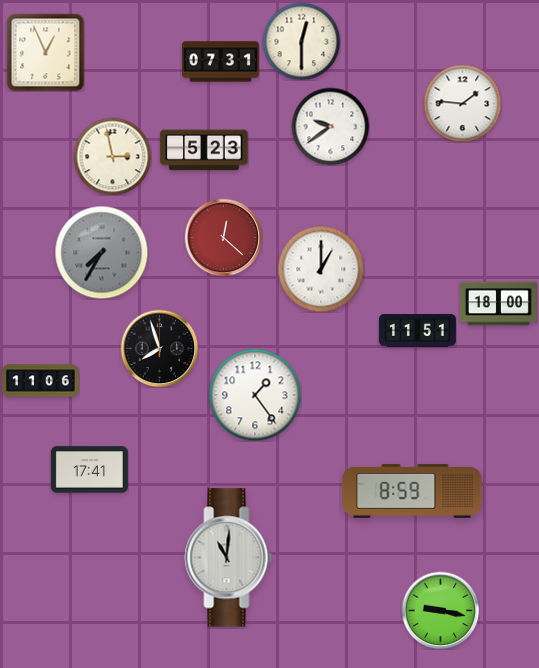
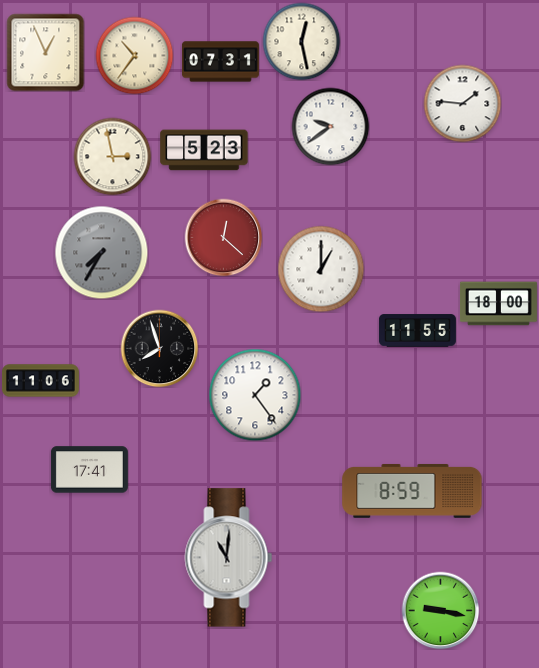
clock at (301, 41): 12:30 -> 12:28
clock at (134, 55): none -> 10:36
clock at (417, 331): 11:51 -> 11:55
